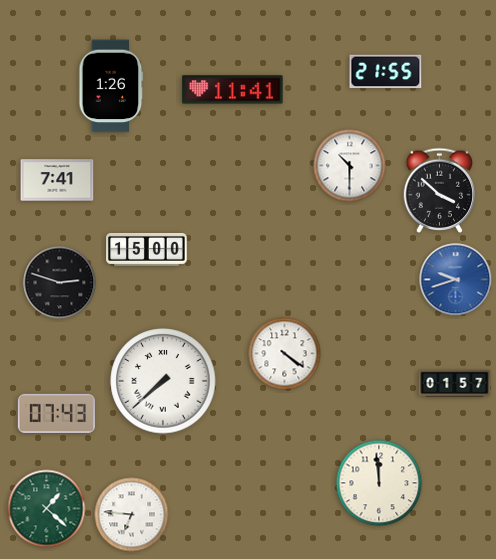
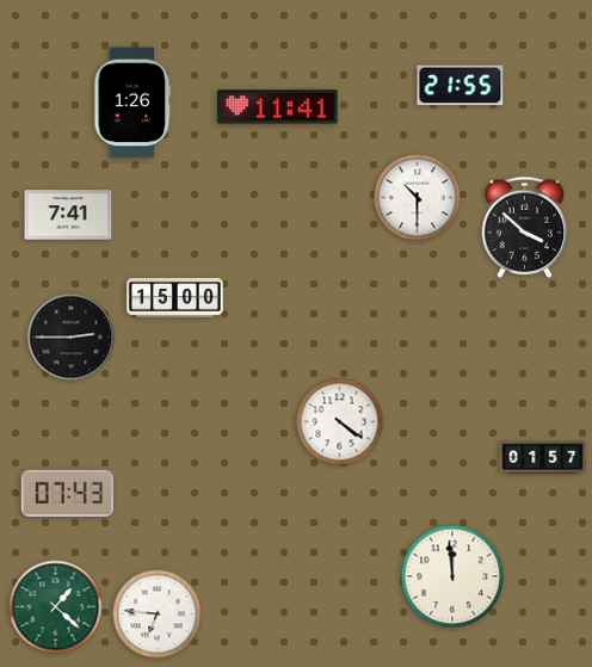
clock at (456, 280): 9:42 -> none
clock at (60, 283): 2:48 -> 2:45
clock at (163, 381): 7:38 -> none
